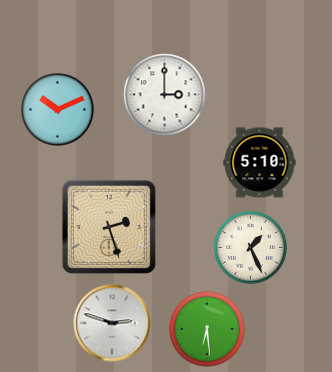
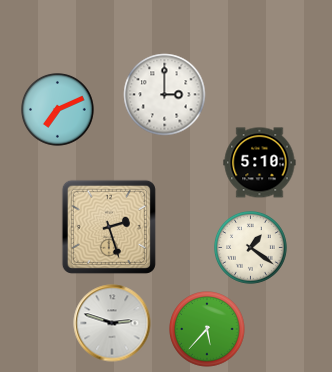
clock at (58, 110): 10:11 -> 7:11
clock at (251, 248): 1:26 -> 1:21
clock at (207, 329): 6:29 -> 5:37
